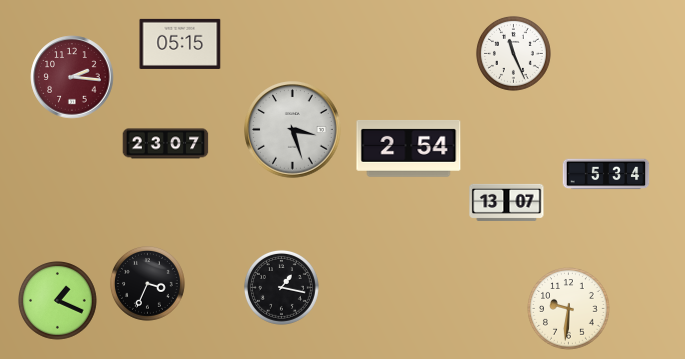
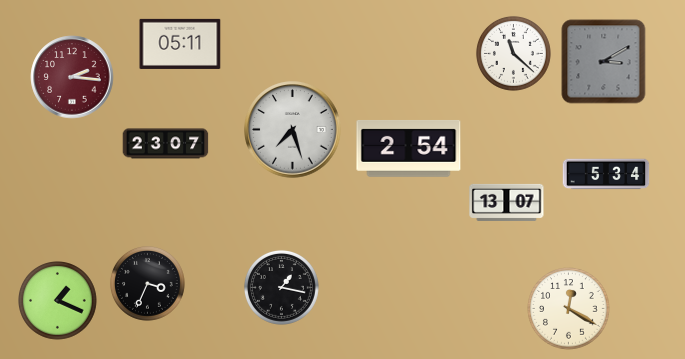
clock at (180, 44): 05:15 -> 05:11
clock at (513, 53): 11:26 -> 11:22
clock at (604, 62): none -> 3:10
clock at (293, 130): 3:27 -> 7:27
clock at (569, 309): 9:31 -> 12:20
